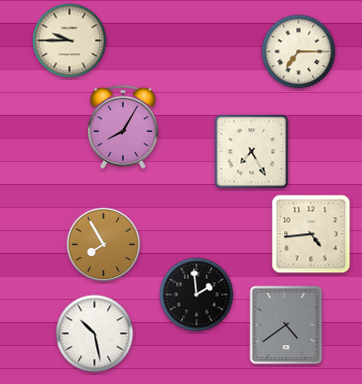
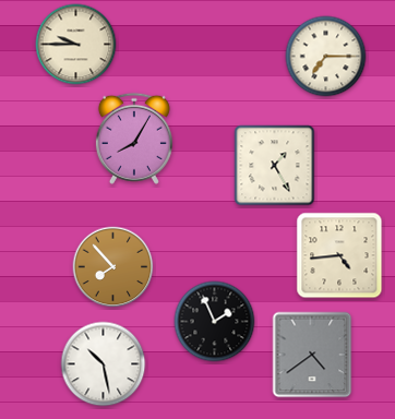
clock at (252, 152): 7:25 -> 1:25
clock at (104, 245): 7:55 -> 7:53
clock at (197, 295): 1:59 -> 1:56
